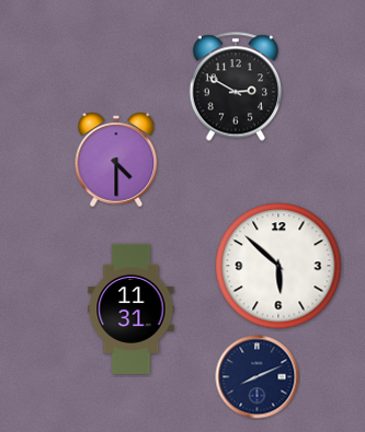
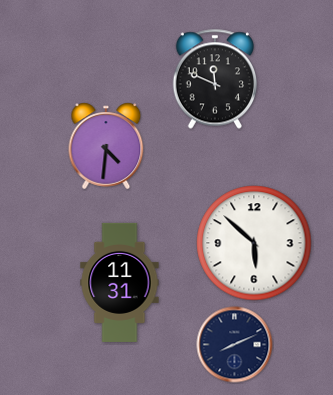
clock at (235, 86): 2:50 -> 11:49
clock at (116, 160): 4:30 -> 4:31
